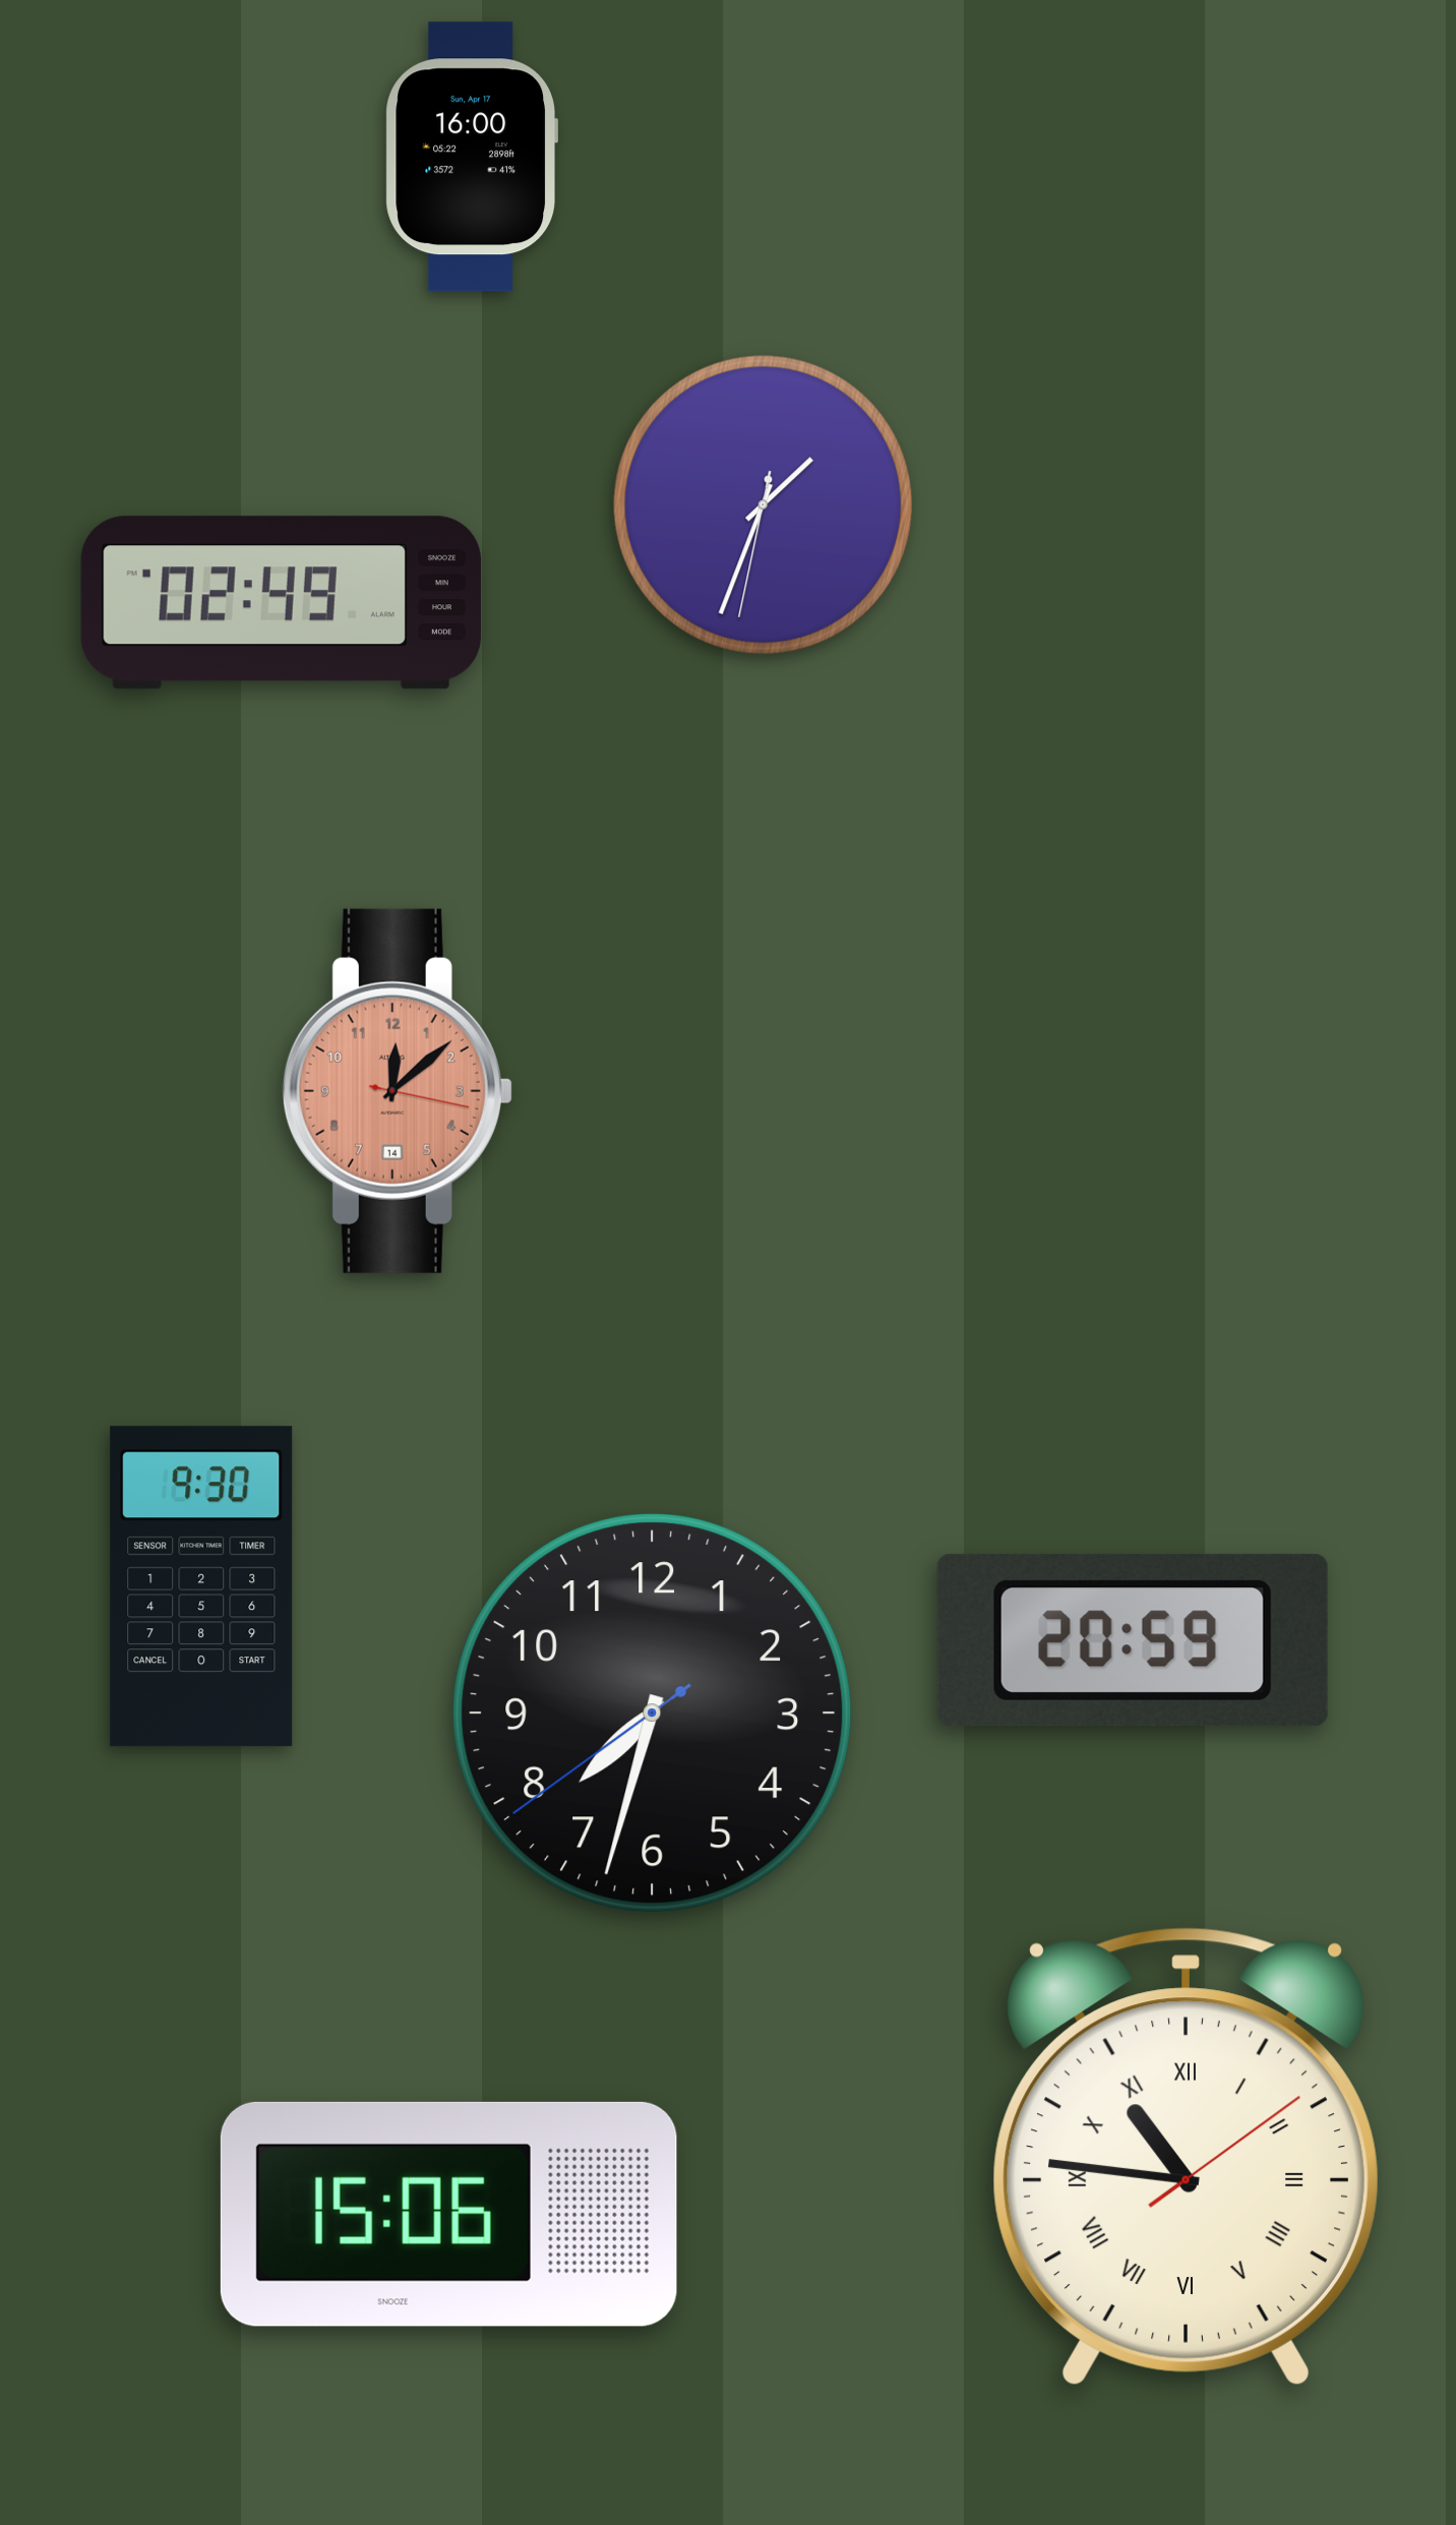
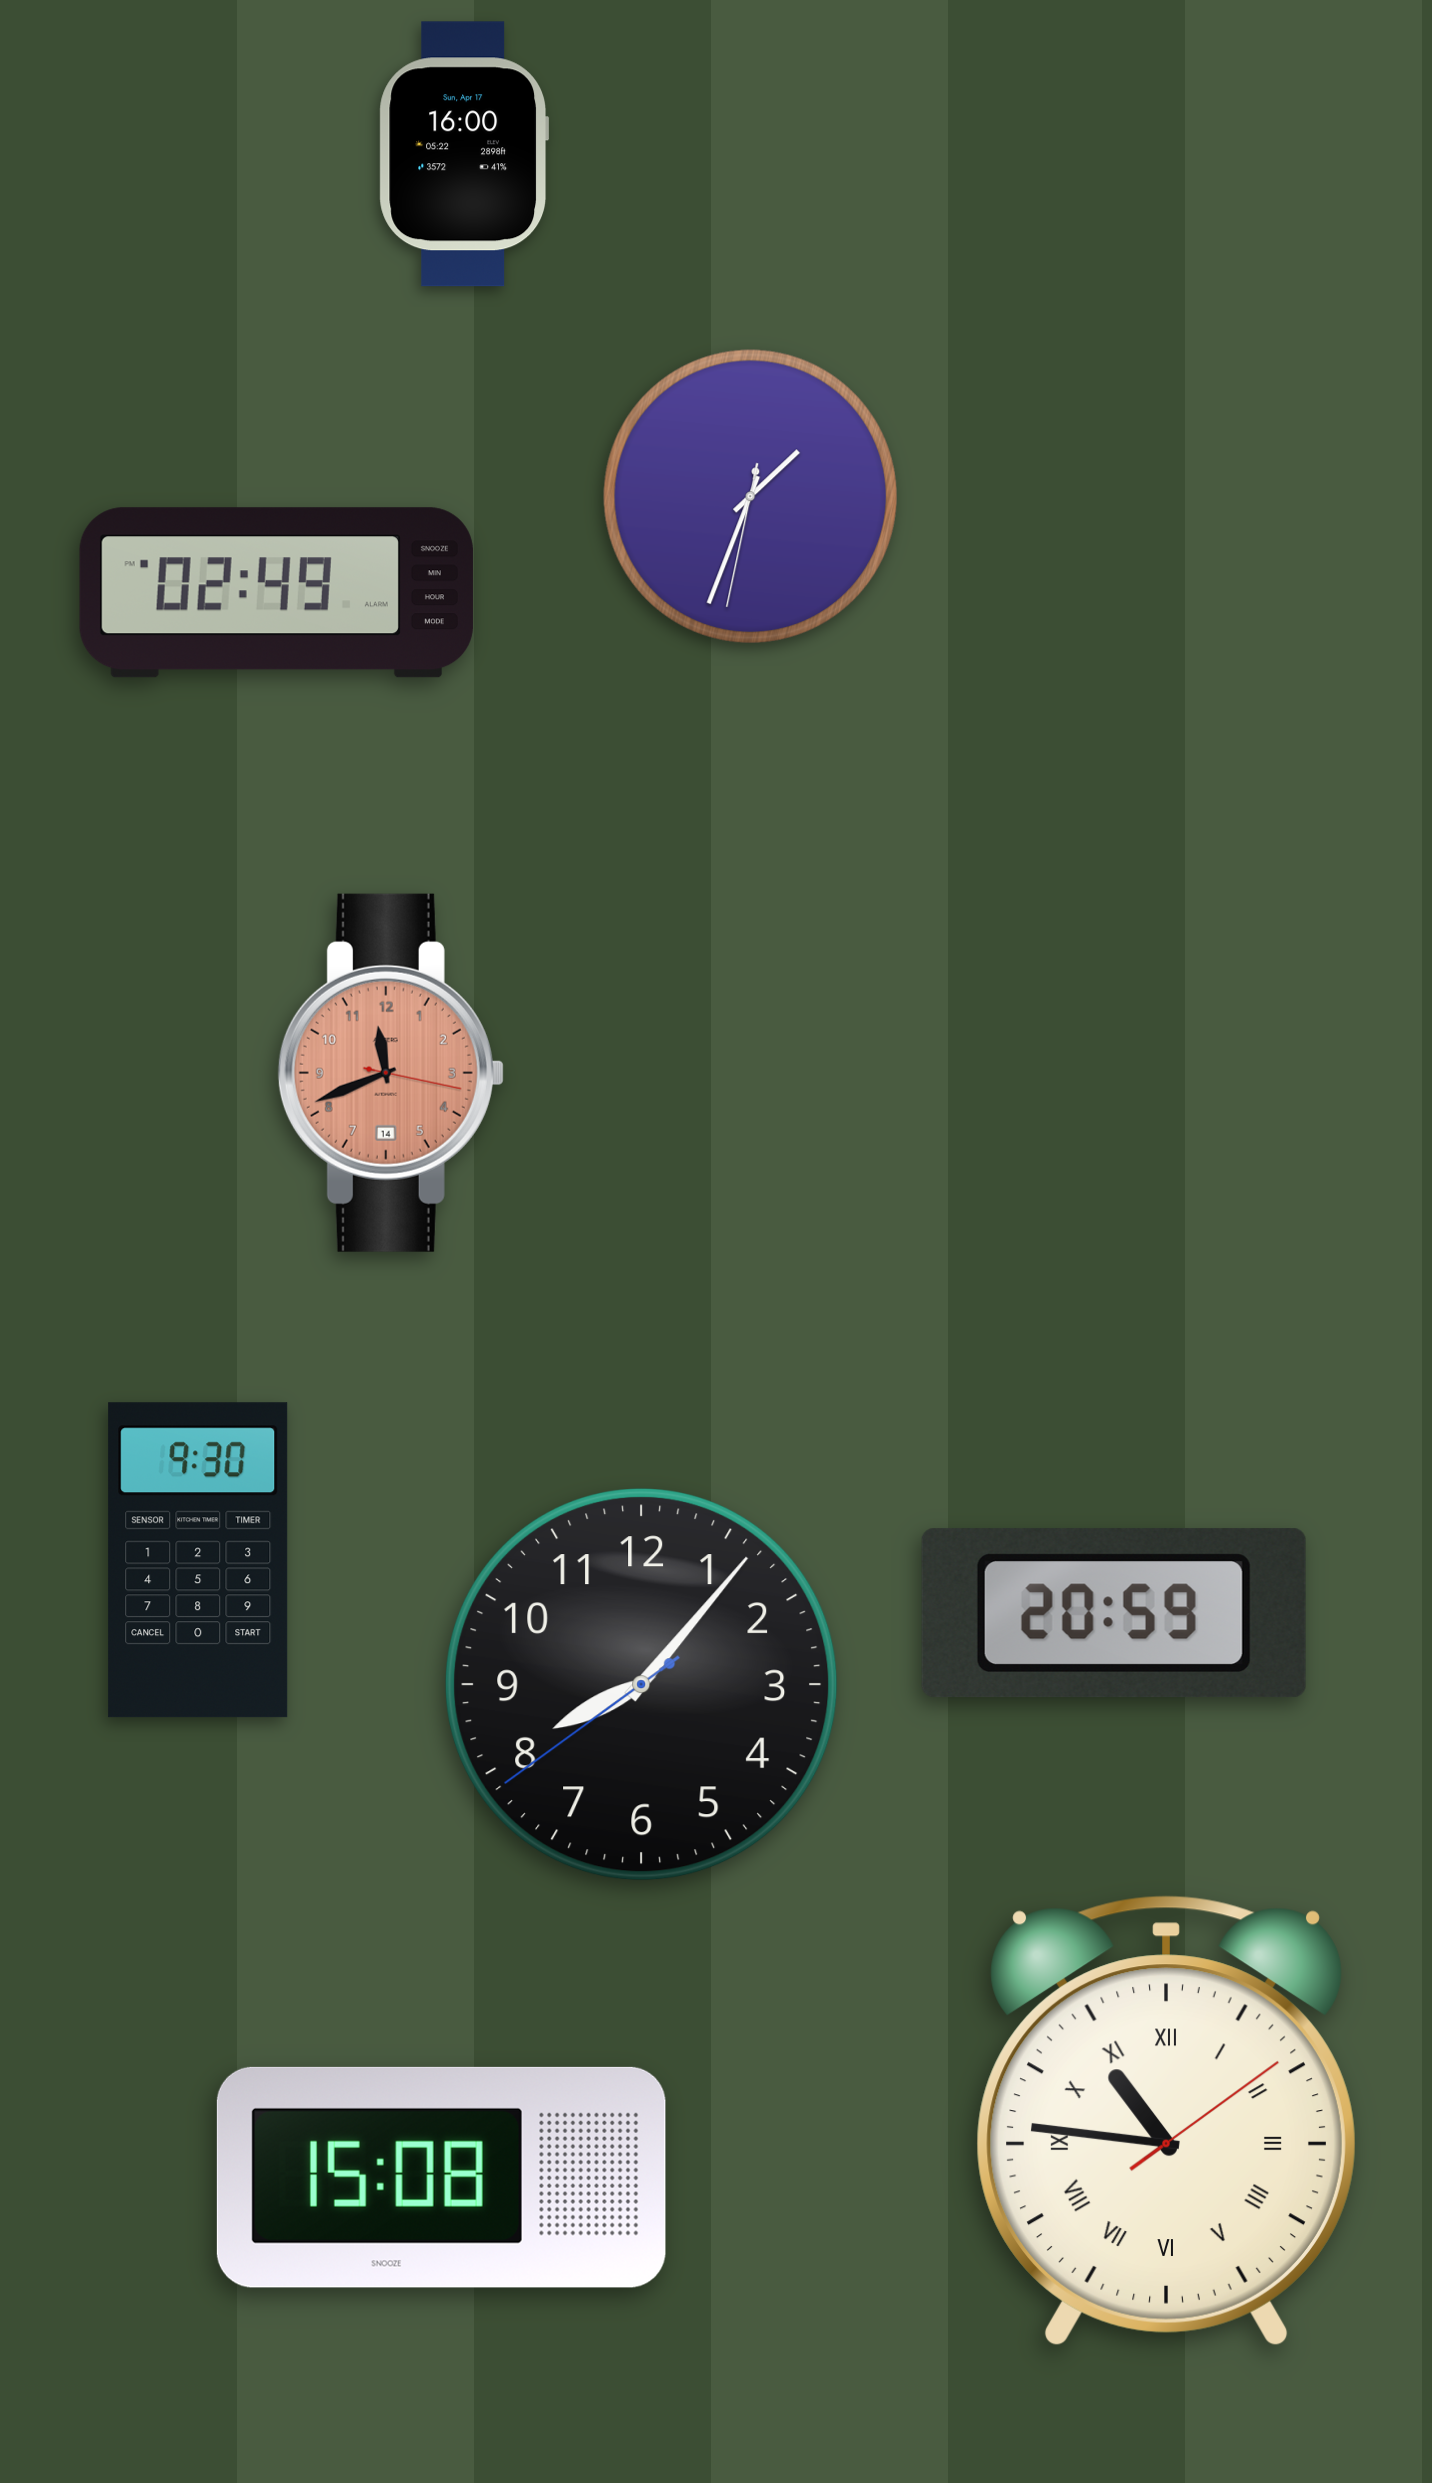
clock at (398, 1091): 12:08 -> 11:41
clock at (653, 1714): 7:32 -> 8:06
clock at (448, 2214): 15:06 -> 15:08
